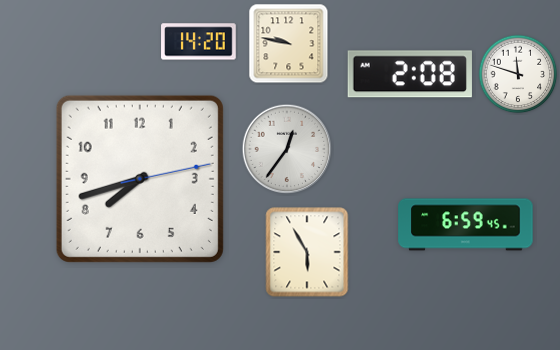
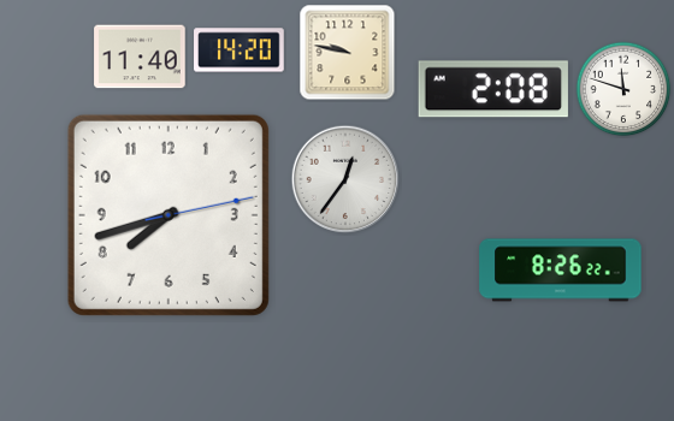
clock at (140, 57): none -> 11:40
clock at (466, 225): 6:59 -> 8:26
clock at (307, 252): 5:55 -> none
